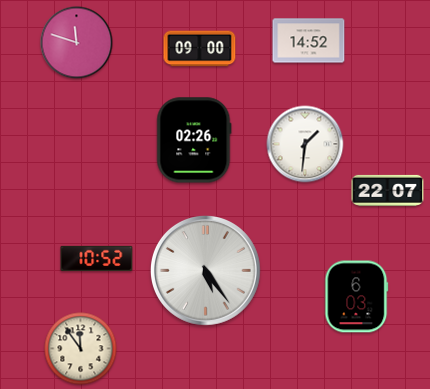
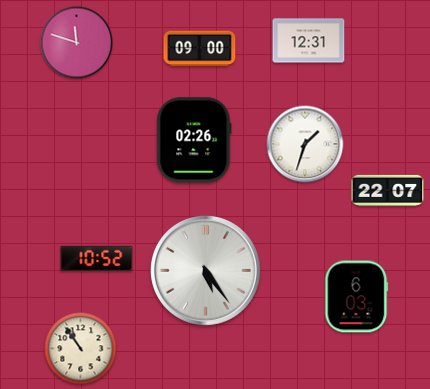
clock at (309, 41): 14:52 -> 12:31
clock at (305, 144): 1:31 -> 1:33
clock at (81, 349): 11:54 -> 10:54
